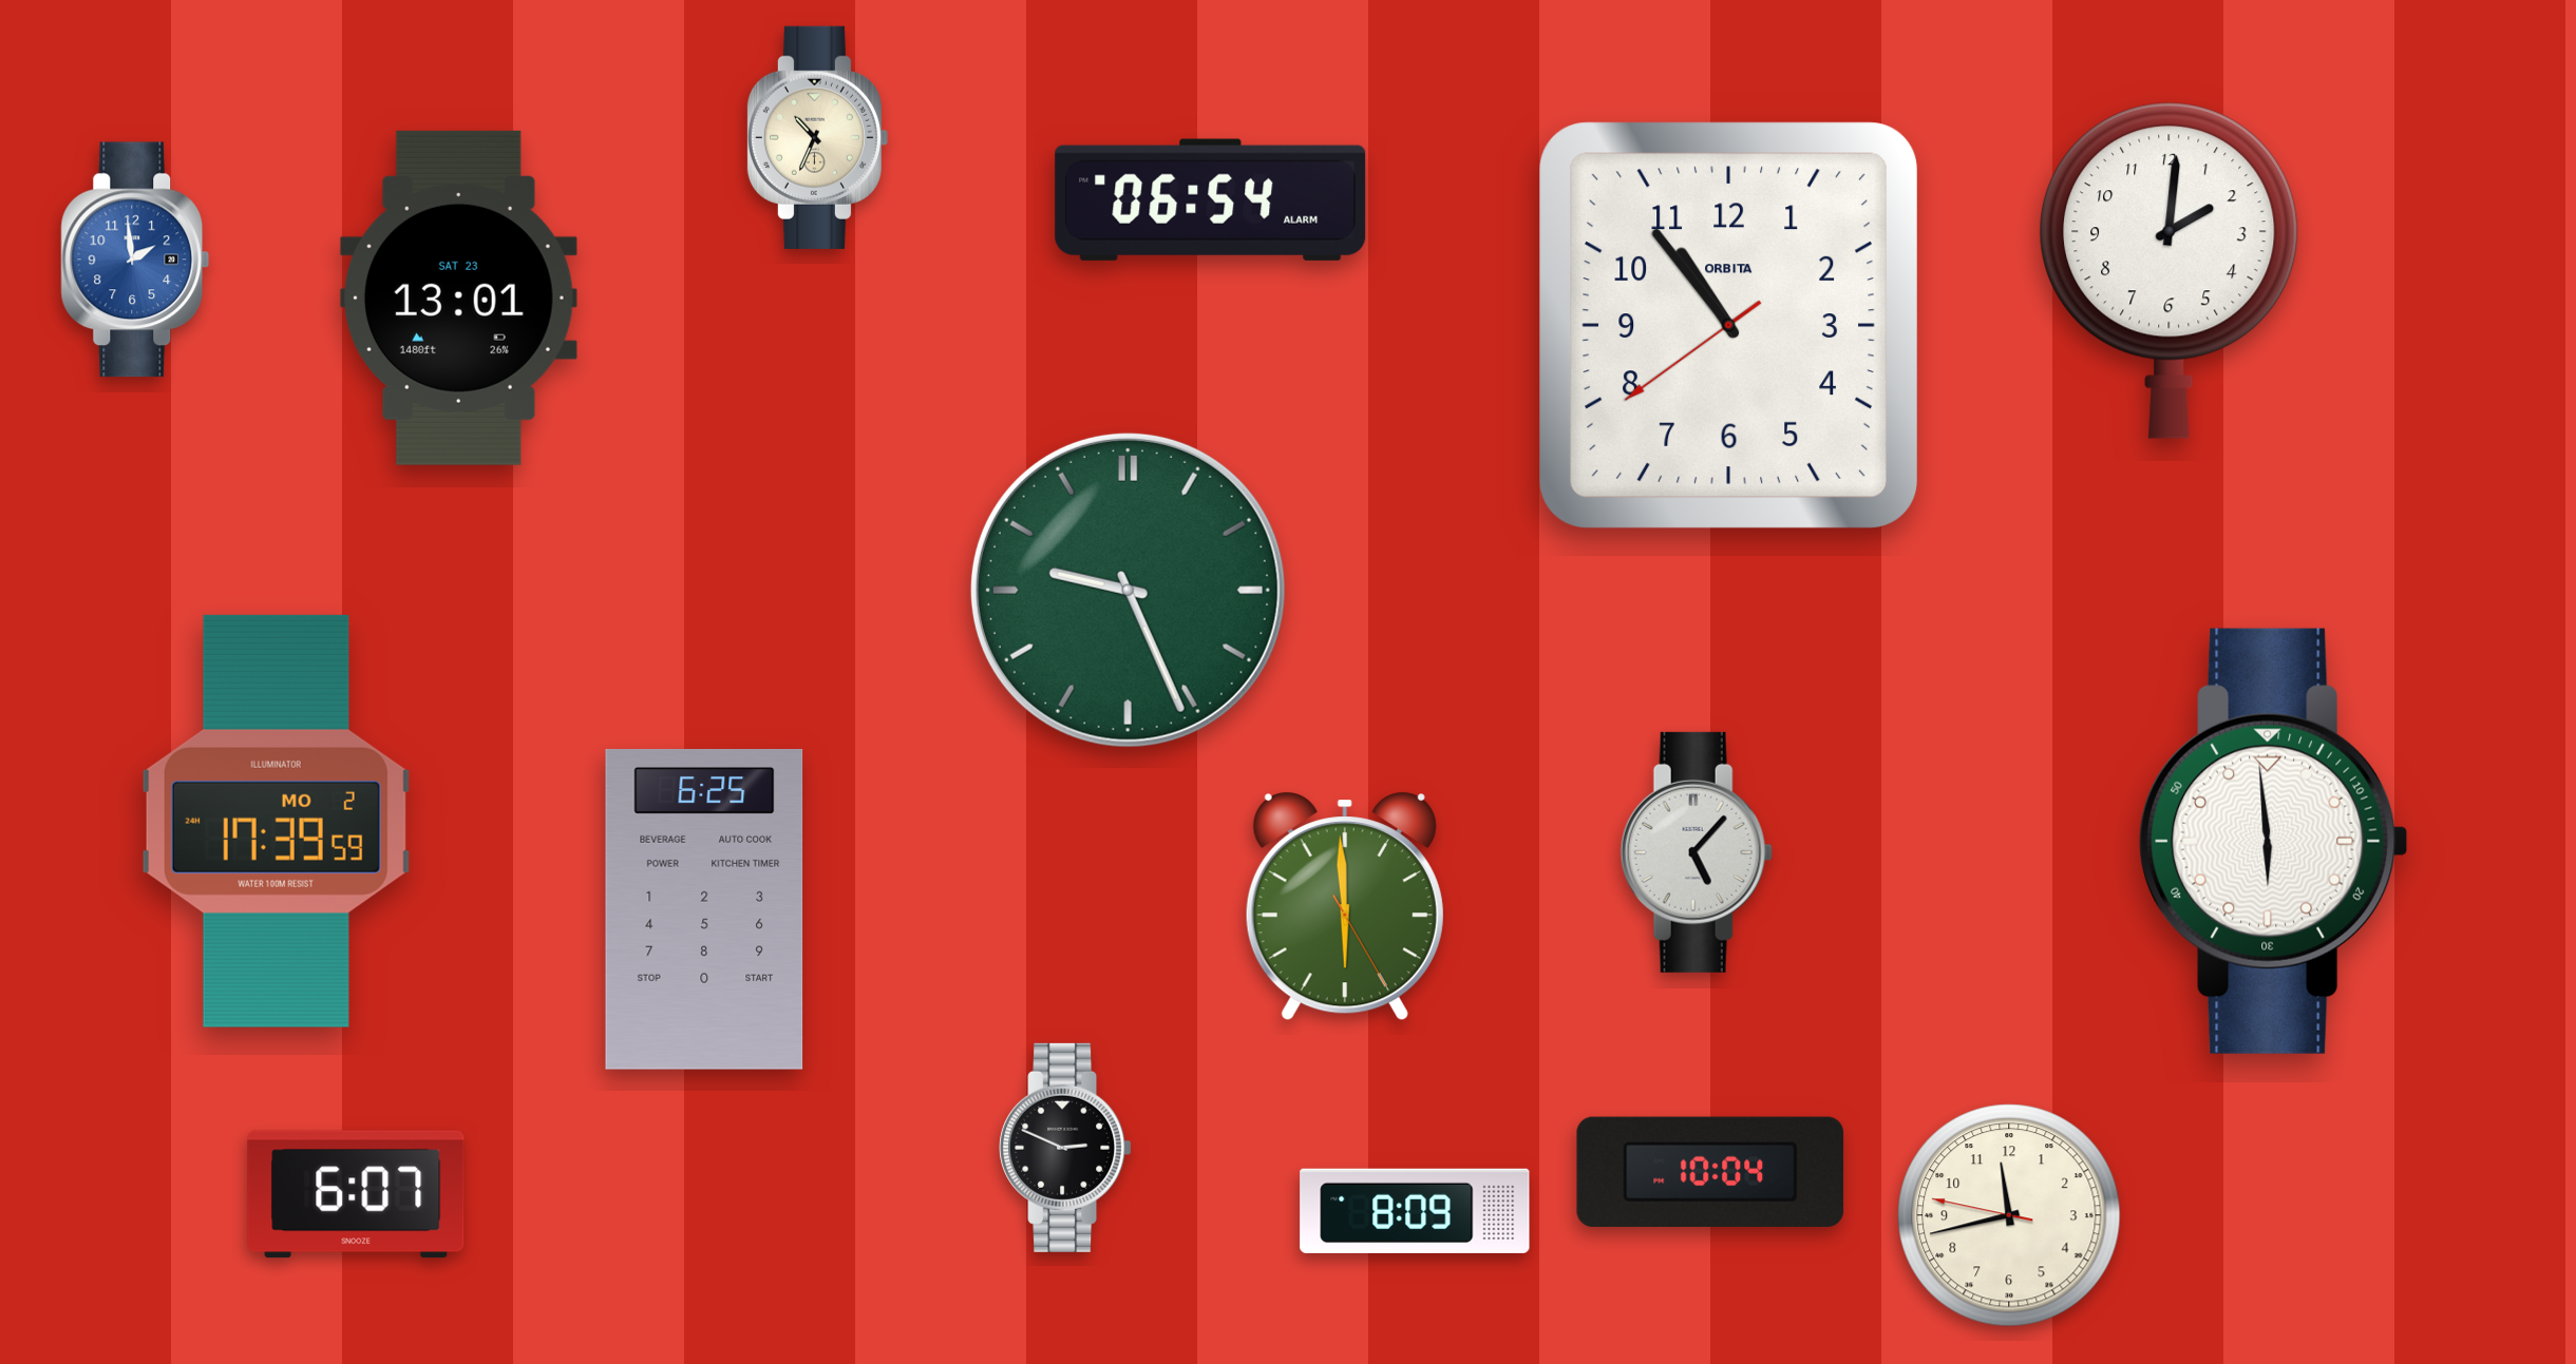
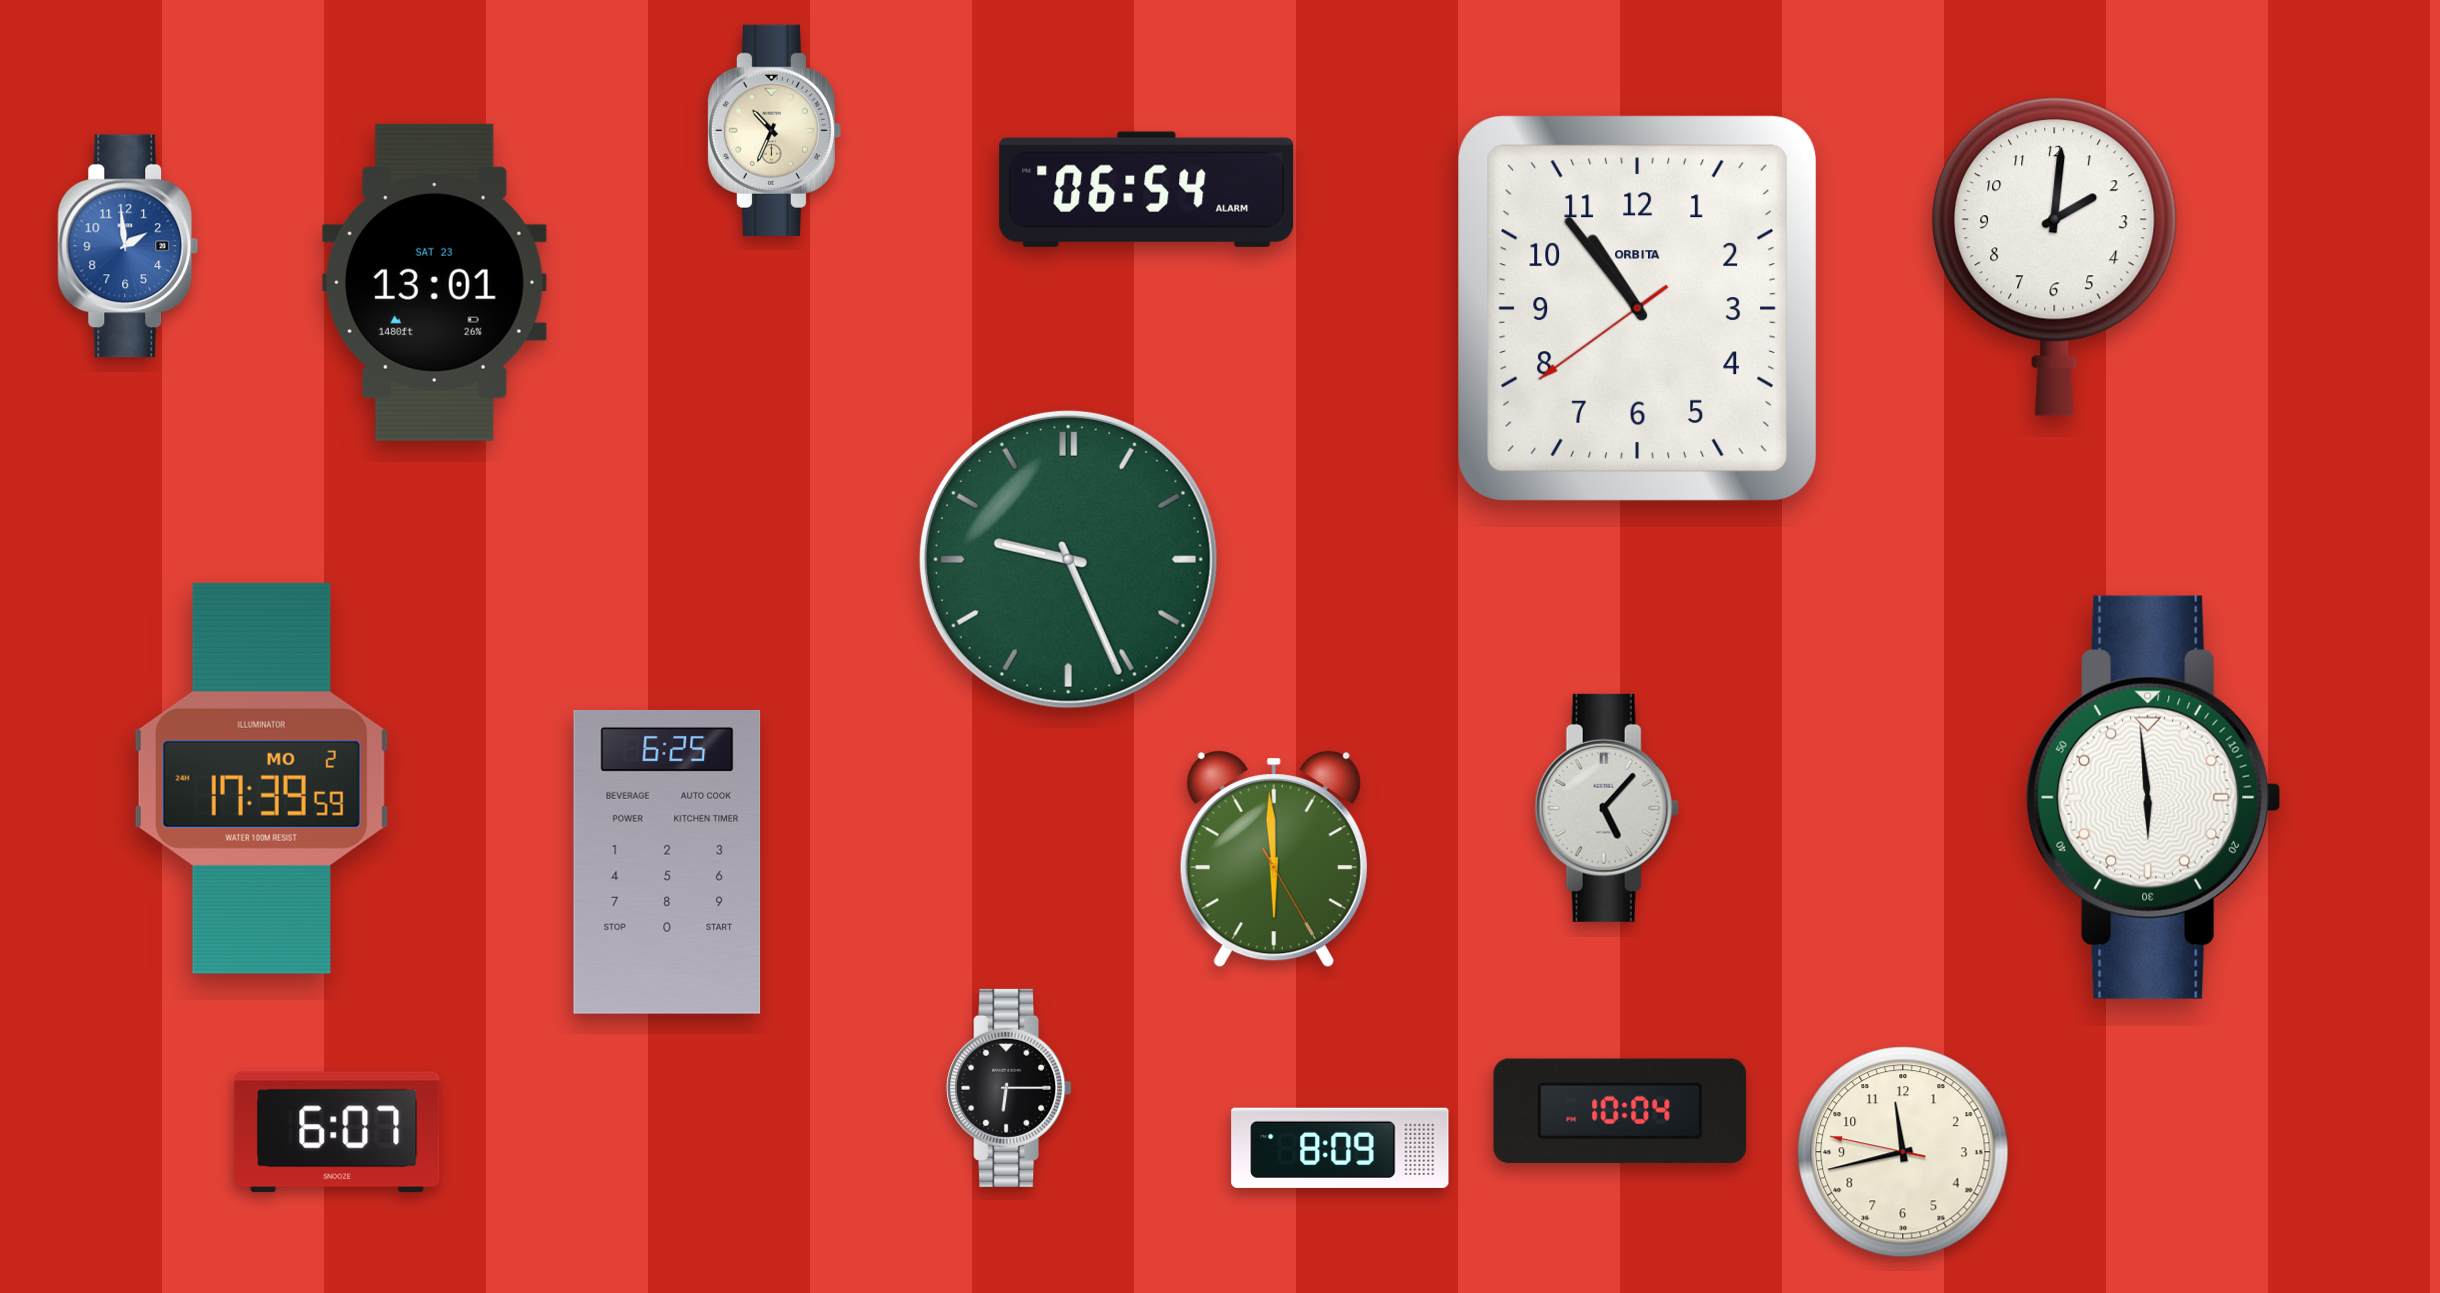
clock at (1065, 1148): 2:49 -> 6:15
